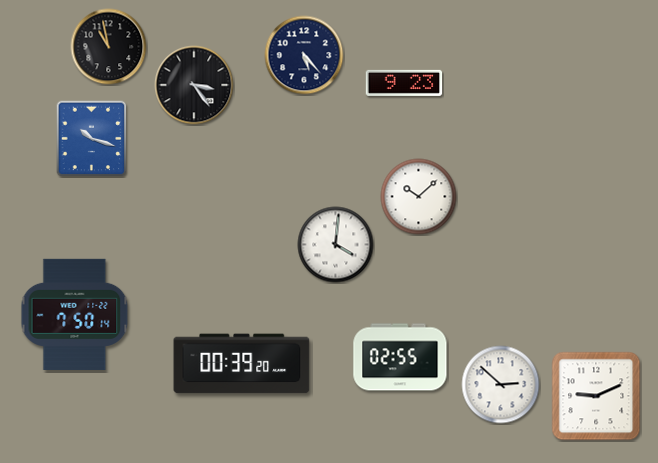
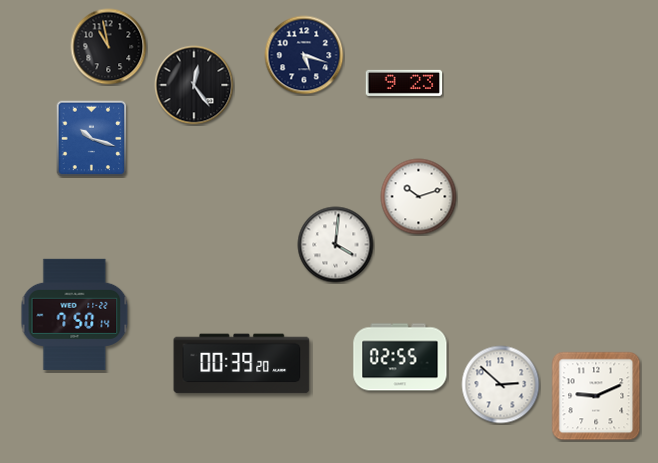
clock at (304, 55): 5:23 -> 5:18
clock at (194, 85): 3:24 -> 12:24
clock at (419, 197): 10:08 -> 10:12
